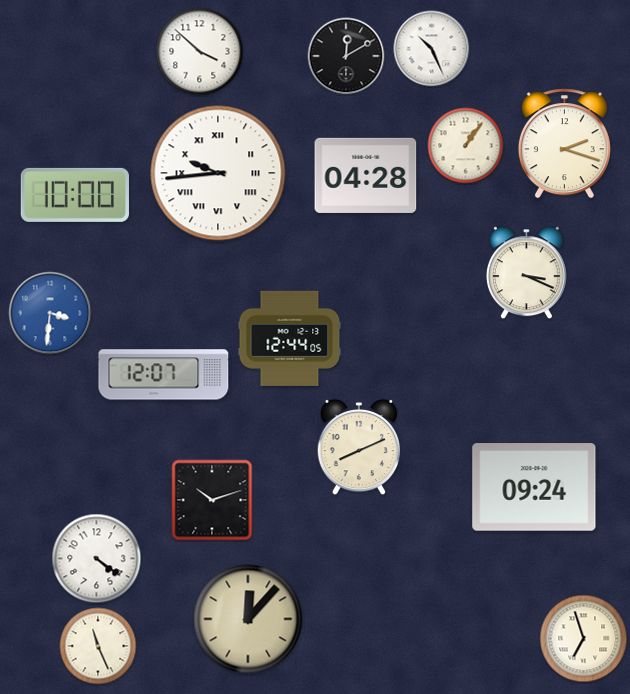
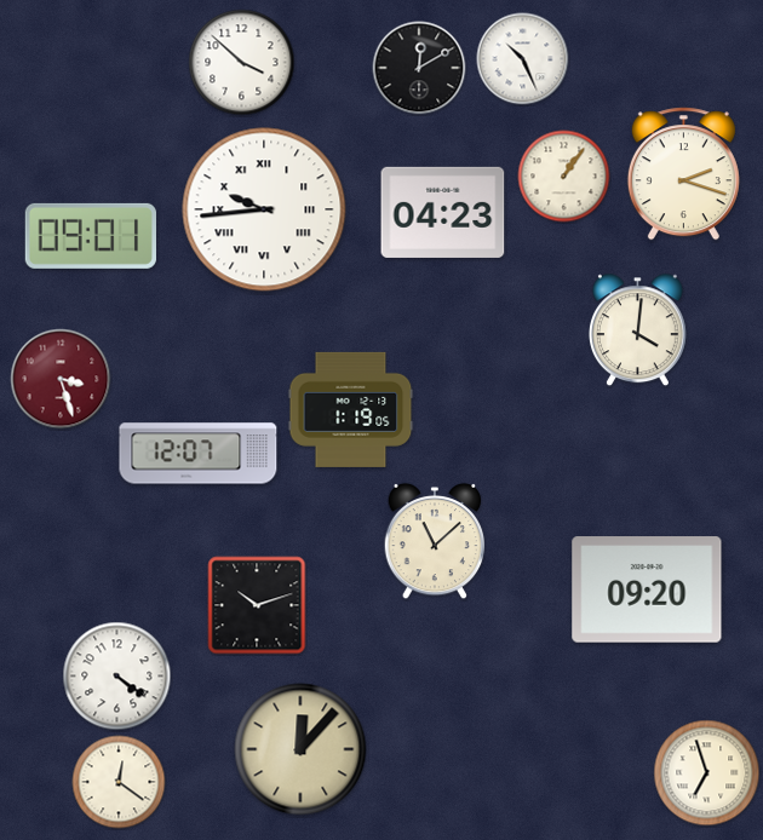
clock at (366, 175): 04:28 -> 04:23
clock at (75, 195): 10:00 -> 09:01
clock at (526, 273): 3:19 -> 4:01
clock at (50, 313): 3:31 -> 3:27
clock at (50, 313) dial: blue -> burgundy
clock at (290, 338): 12:44 -> 1:19
clock at (359, 447): 8:11 -> 11:08
clock at (534, 487): 09:24 -> 09:20
clock at (98, 646): 11:26 -> 12:21
